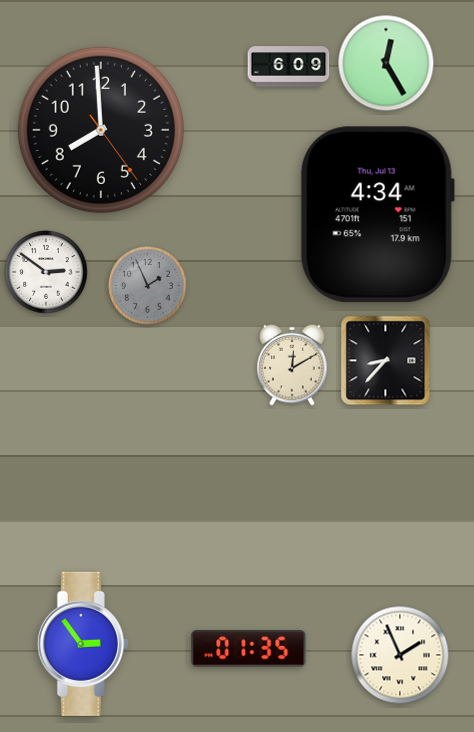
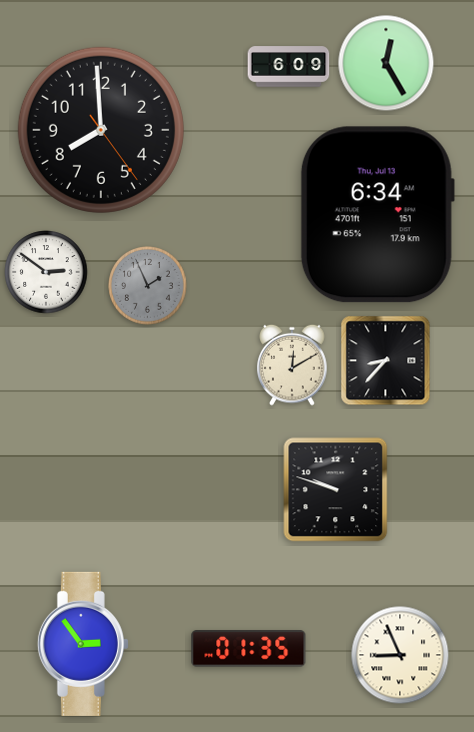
clock at (377, 215): 4:34 -> 6:34
clock at (336, 490): none -> 9:48
clock at (400, 655): 1:56 -> 8:56
